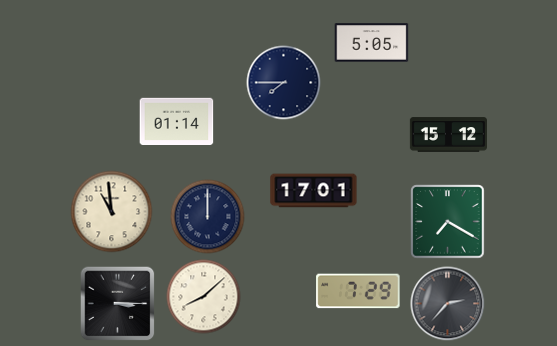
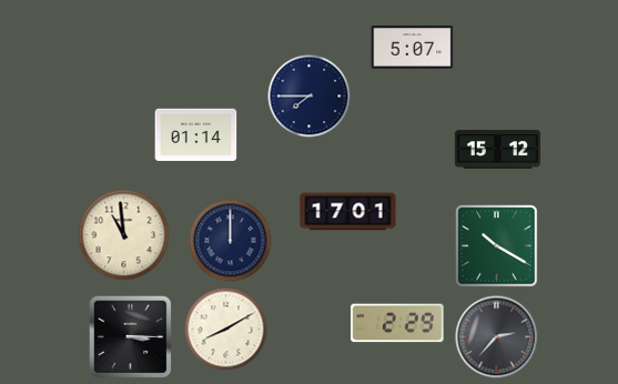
clock at (372, 43): 5:05 -> 5:07
clock at (284, 83) position: (284, 83) -> (310, 97)
clock at (448, 222): 7:20 -> 10:20
clock at (358, 291): 7:29 -> 2:29
clock at (204, 297): 8:08 -> 8:10
